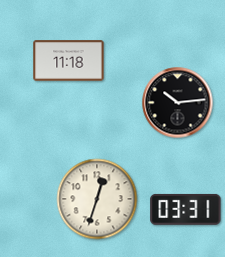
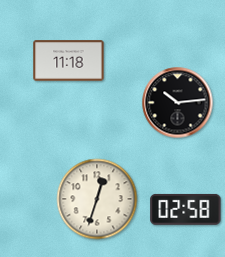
clock at (186, 209): 03:31 -> 02:58
